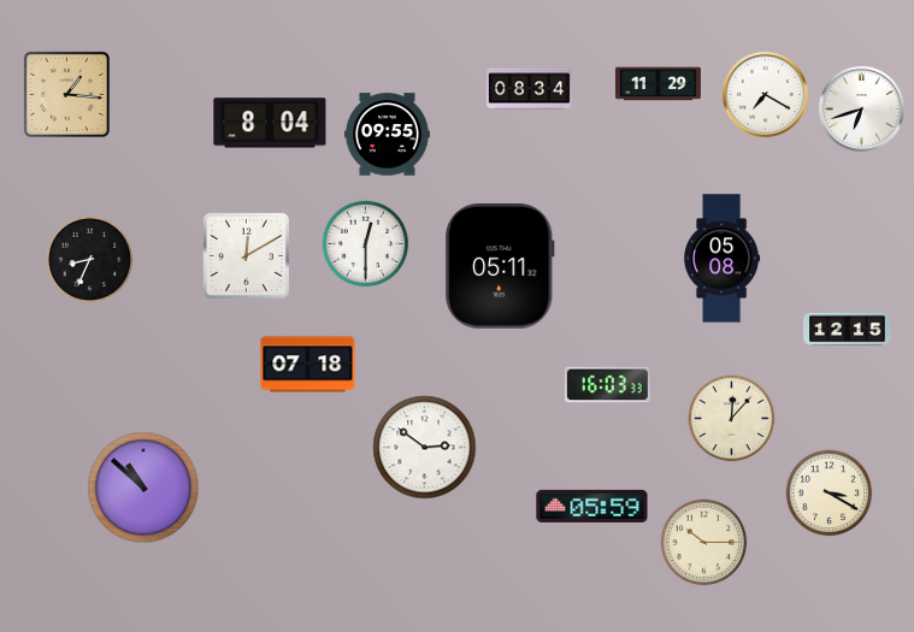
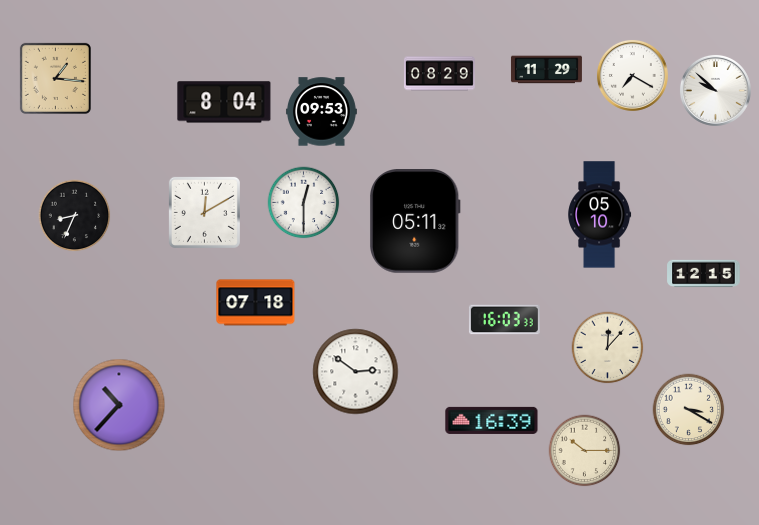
clock at (529, 89): 08:34 -> 08:29
clock at (765, 94) position: (765, 94) -> (632, 75)
clock at (861, 108): 6:42 -> 9:52
clock at (387, 135): 09:55 -> 09:53
clock at (723, 259): 05:08 -> 05:10
clock at (425, 448) position: (425, 448) -> (356, 372)
clock at (143, 488): 10:52 -> 10:37
clock at (592, 506): 05:59 -> 16:39
